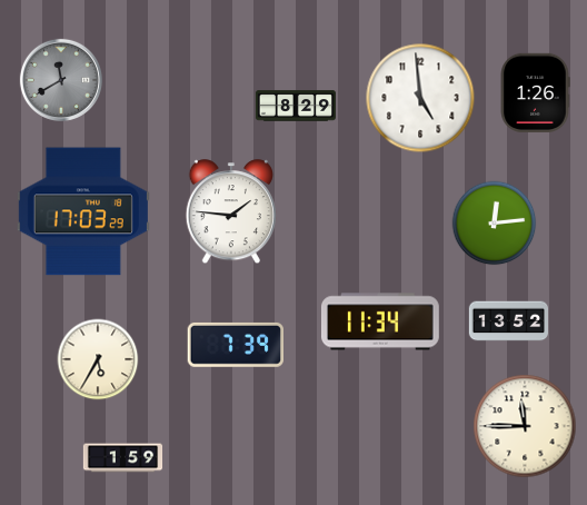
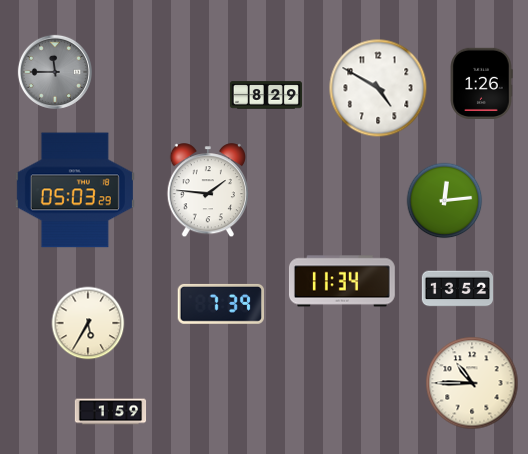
clock at (61, 80): 11:40 -> 11:45
clock at (420, 98): 4:59 -> 4:50
clock at (83, 211): 17:03 -> 05:03
clock at (380, 321) position: (380, 321) -> (342, 281)
clock at (235, 345) position: (235, 345) -> (220, 304)
clock at (525, 426): 11:45 -> 10:45
